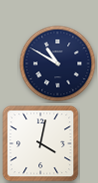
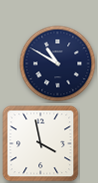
clock at (41, 144): 4:02 -> 3:58
